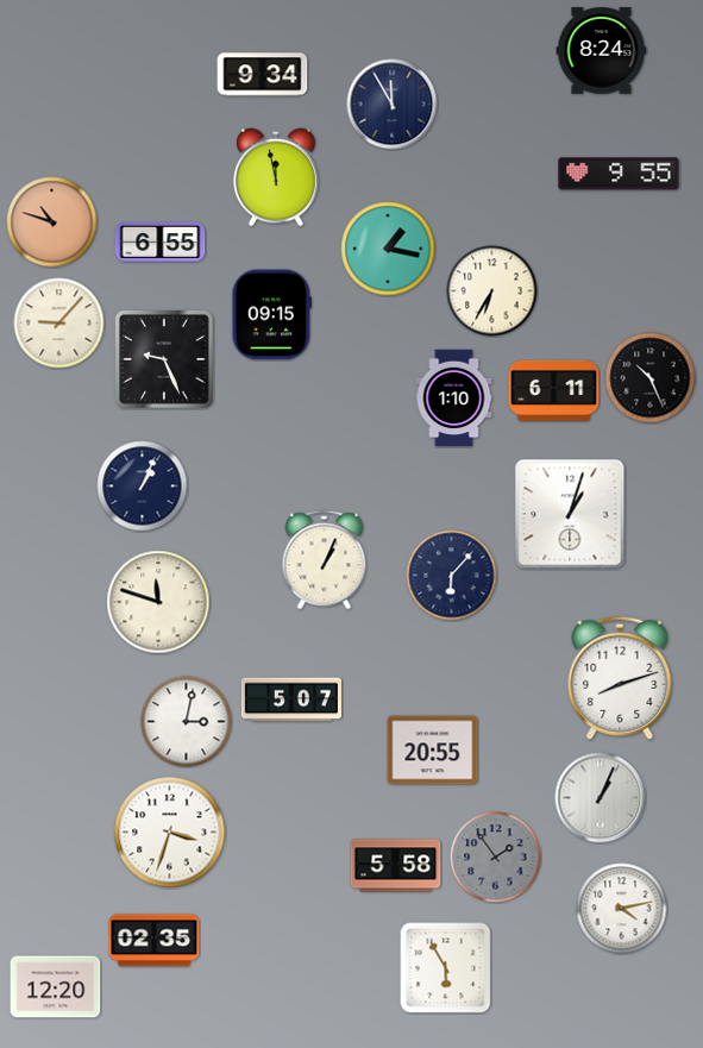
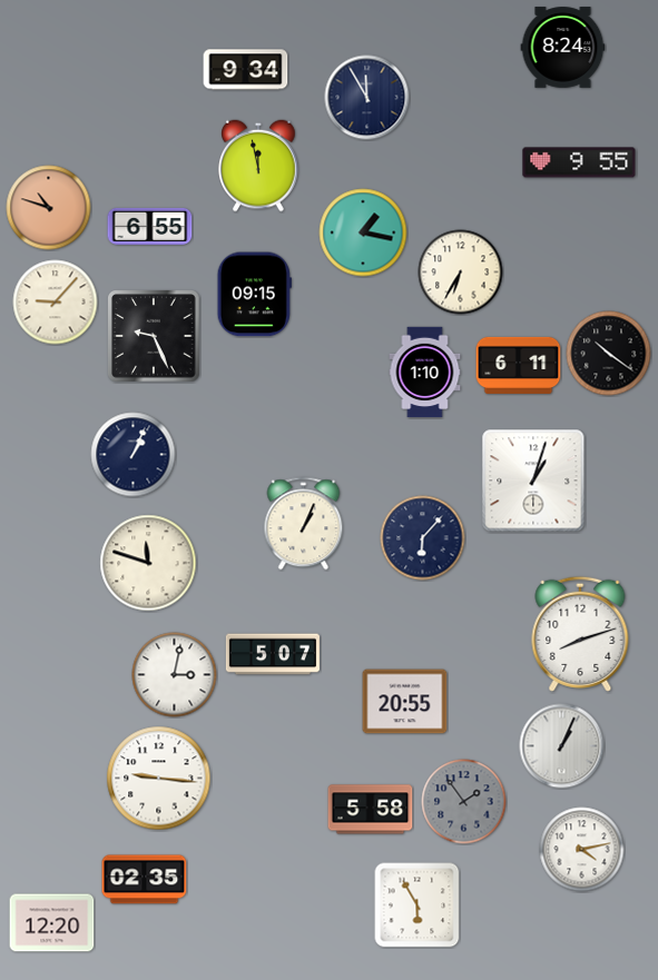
clock at (651, 378): 10:26 -> 10:21
clock at (170, 833): 3:33 -> 9:16
